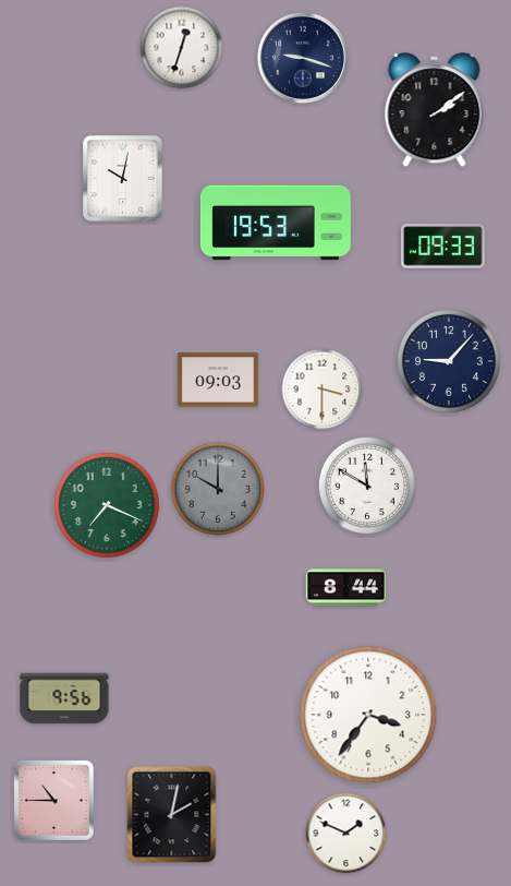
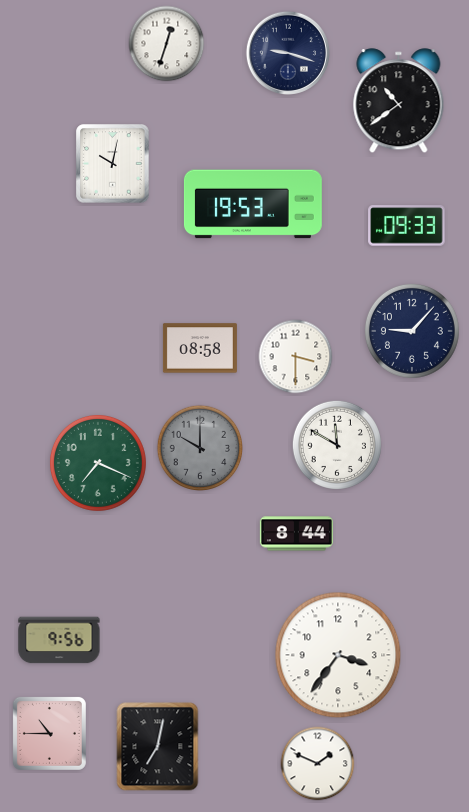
clock at (303, 58) position: (303, 58) -> (288, 53)
clock at (435, 110): 2:09 -> 10:39
clock at (218, 380): 09:03 -> 08:58
clock at (345, 588) position: (345, 588) -> (296, 534)
clock at (172, 815): 2:02 -> 7:02
